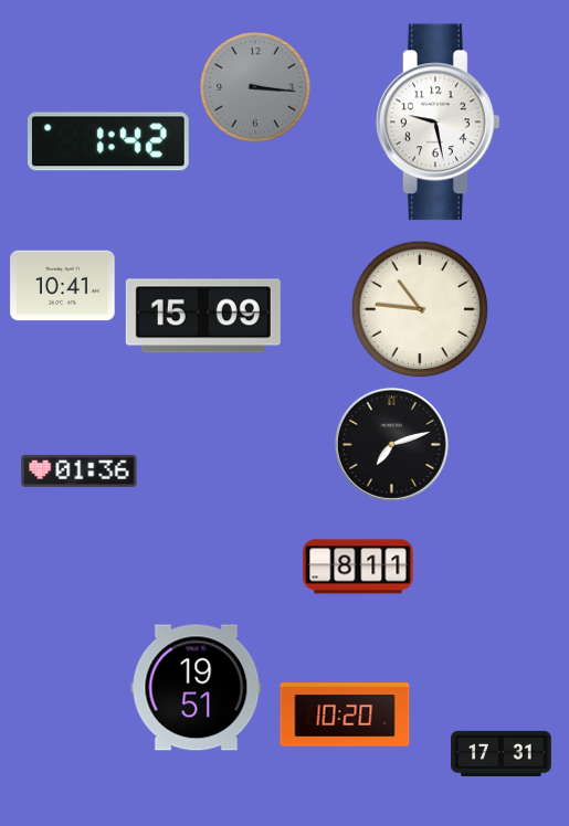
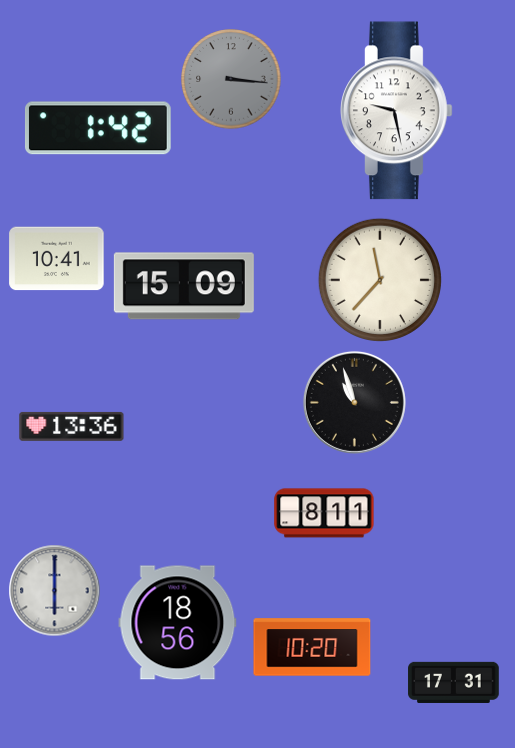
clock at (420, 309): 10:46 -> 11:37
clock at (391, 444): 7:12 -> 10:57
clock at (80, 470): 01:36 -> 13:36
clock at (54, 590): none -> 6:00
clock at (197, 688): 19:51 -> 18:56
